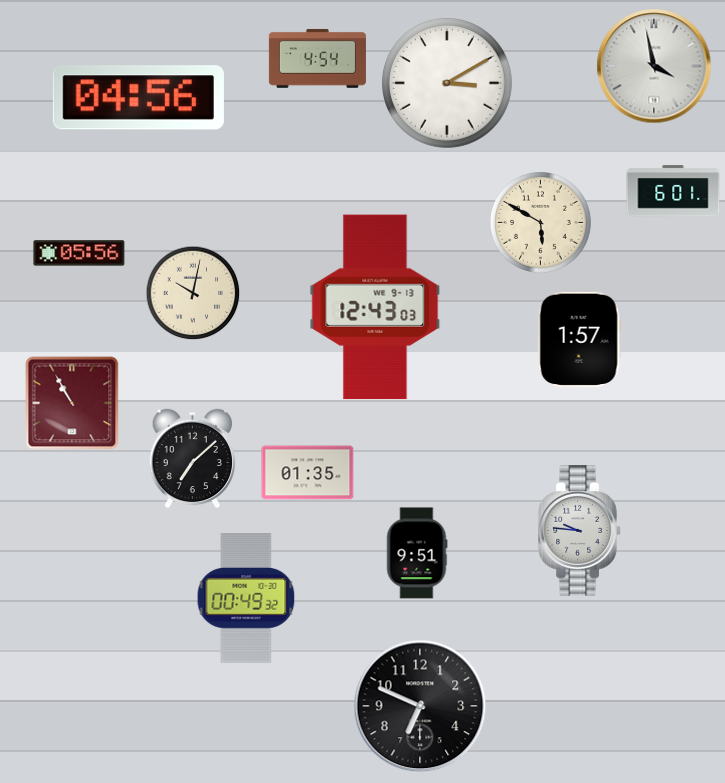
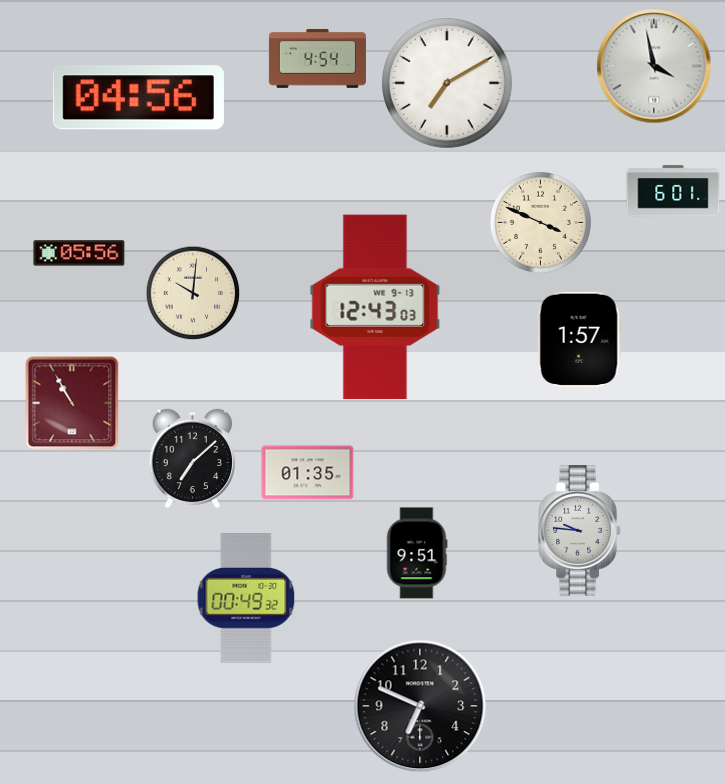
clock at (447, 83): 3:10 -> 7:10
clock at (540, 222): 5:50 -> 3:49
clock at (193, 293): 10:02 -> 10:01
